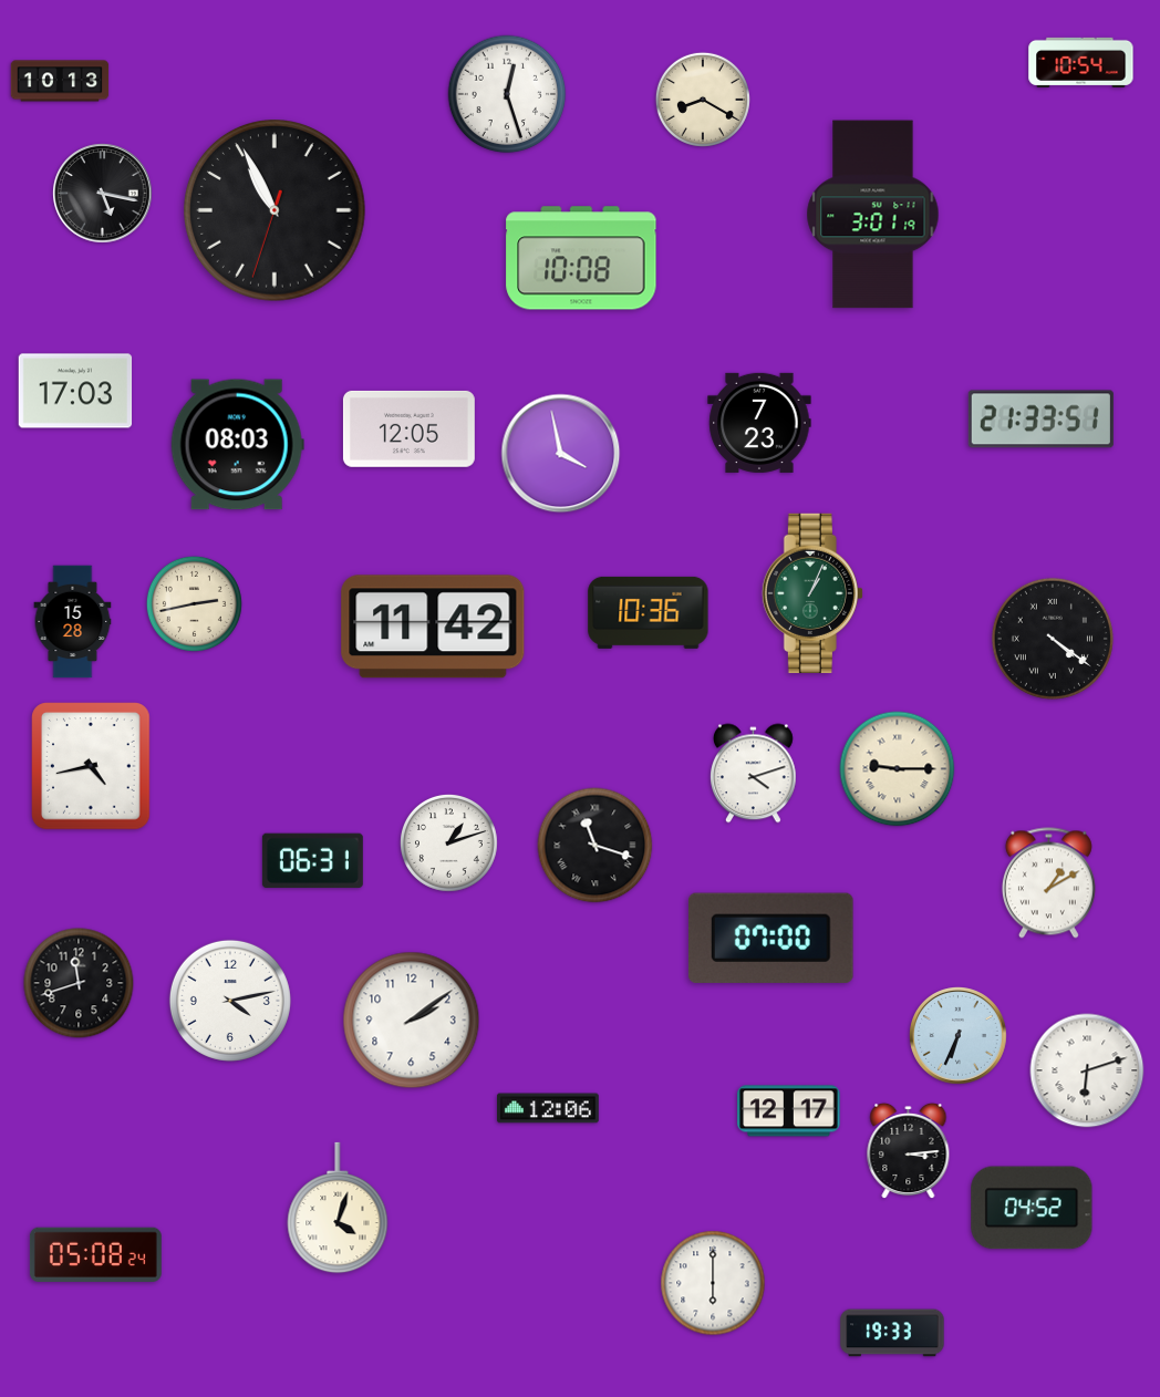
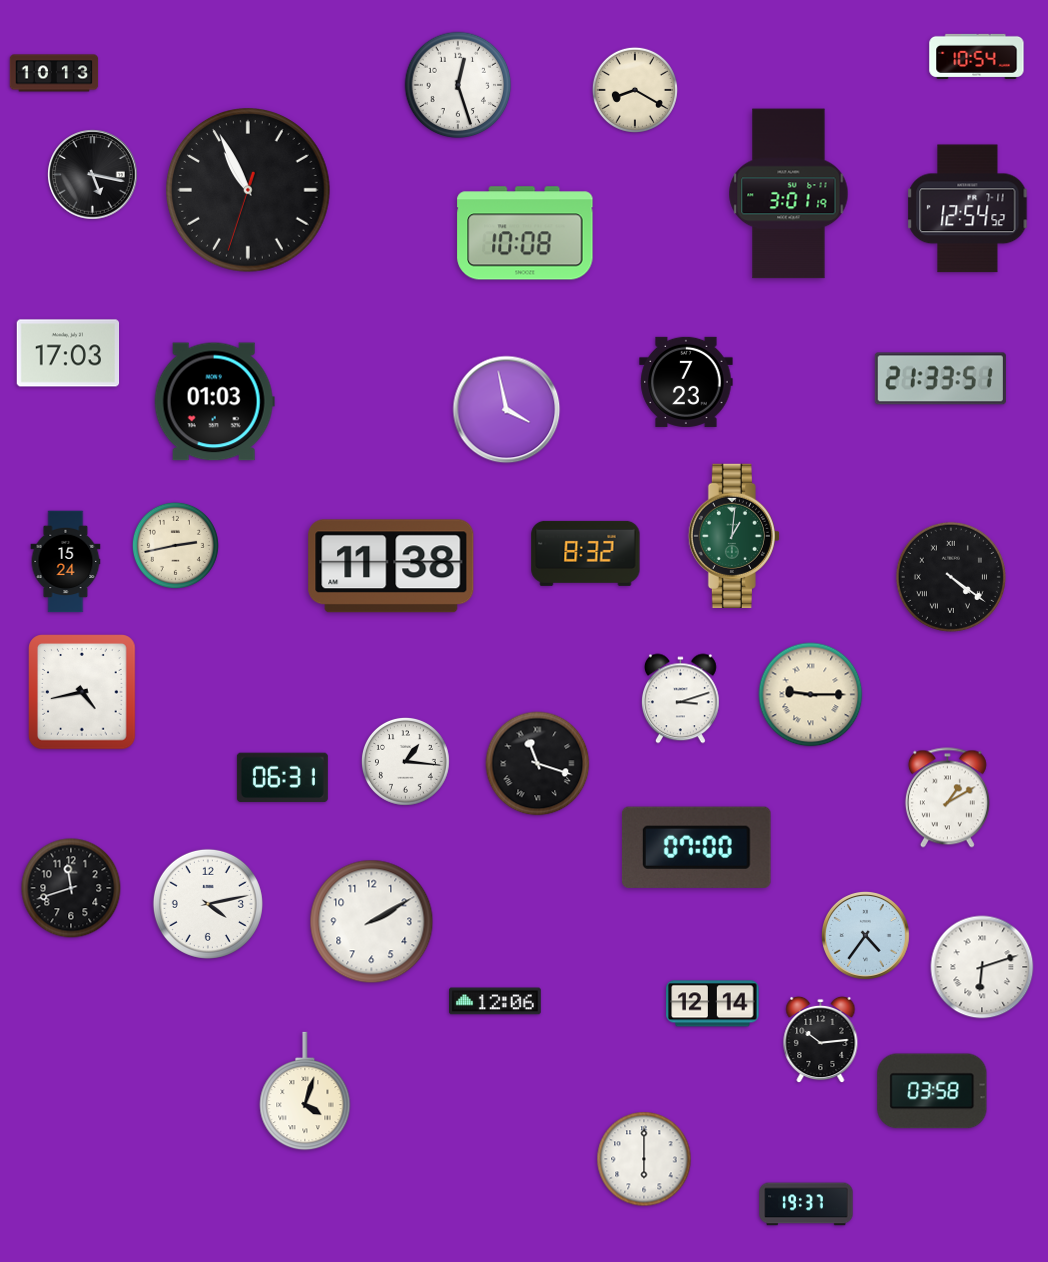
clock at (968, 209): none -> 12:54
clock at (408, 428): 12:05 -> none
clock at (237, 445): 08:03 -> 01:03
clock at (812, 593): 1:04 -> 1:01
clock at (649, 612): 10:36 -> 8:32
clock at (73, 622): 15:28 -> 15:24
clock at (433, 627): 11:42 -> 11:38
clock at (753, 774): 4:12 -> 3:12
clock at (449, 844): 1:12 -> 1:16
clock at (412, 1021): 2:09 -> 2:10
clock at (959, 1036): 6:34 -> 4:36
clock at (789, 1111): 12:17 -> 12:14
clock at (909, 1151): 3:14 -> 10:14
clock at (1032, 1208): 04:52 -> 03:58
clock at (95, 1254): 05:08 -> none
clock at (892, 1333): 19:33 -> 19:37
